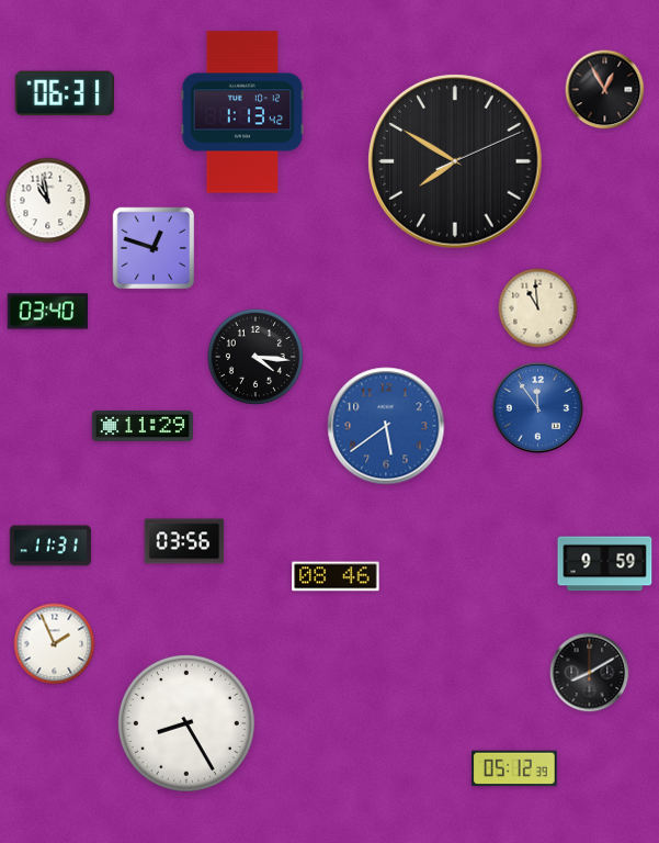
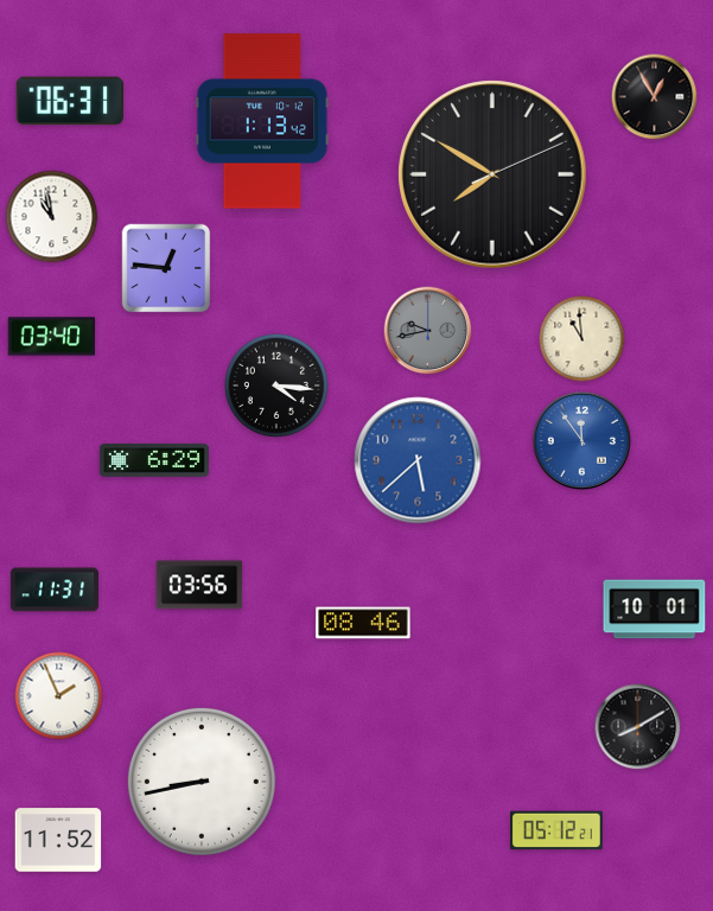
clock at (154, 248): 12:48 -> 12:46
clock at (428, 331): none -> 9:43
clock at (538, 308) position: (538, 308) -> (583, 339)
clock at (143, 426): 11:29 -> 6:29
clock at (386, 426): 5:39 -> 5:38
clock at (605, 564): 9:59 -> 10:01
clock at (186, 723): 8:25 -> 8:43
clock at (514, 768): 05:12:39 -> 05:12:21
clock at (58, 840): none -> 11:52
